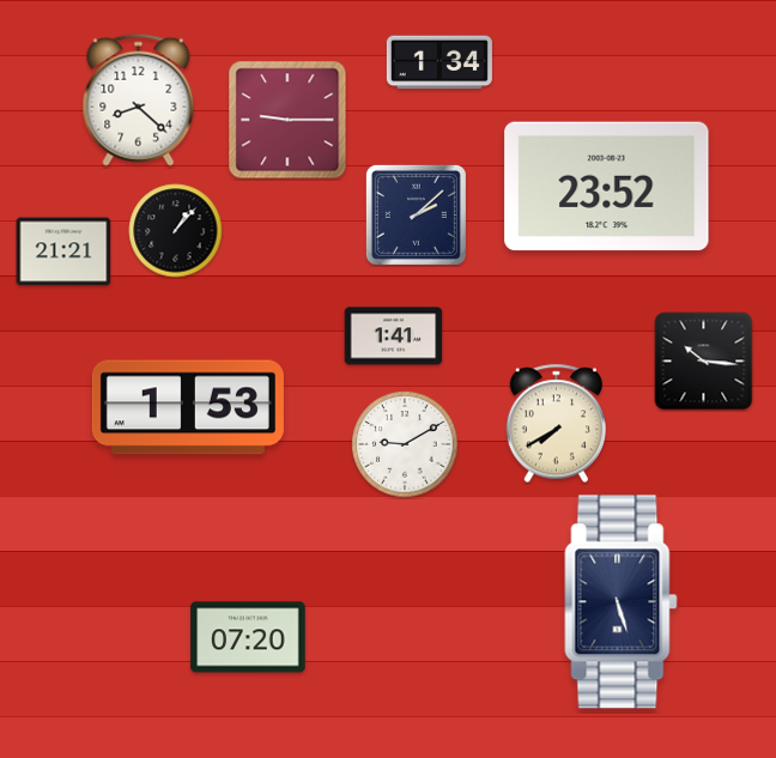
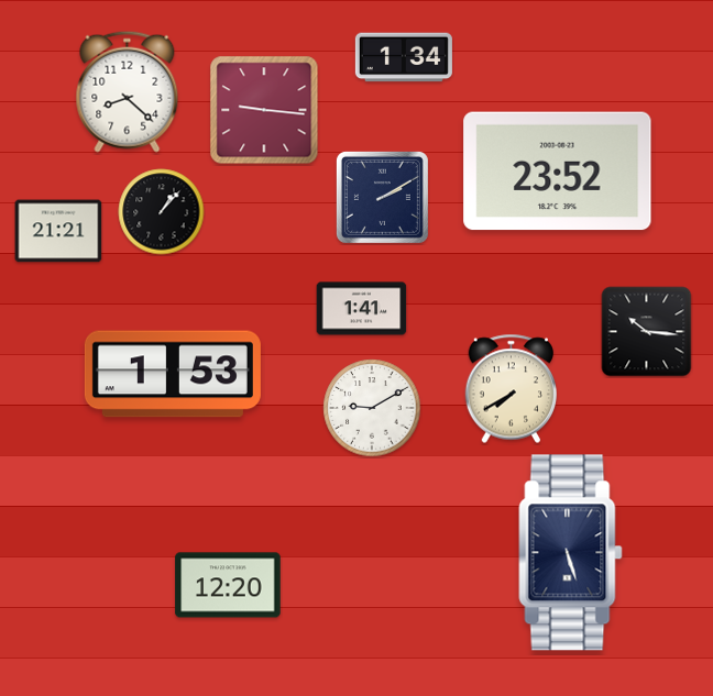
clock at (287, 120): 9:15 -> 9:16
clock at (416, 214): 2:08 -> 2:10
clock at (248, 637): 07:20 -> 12:20
